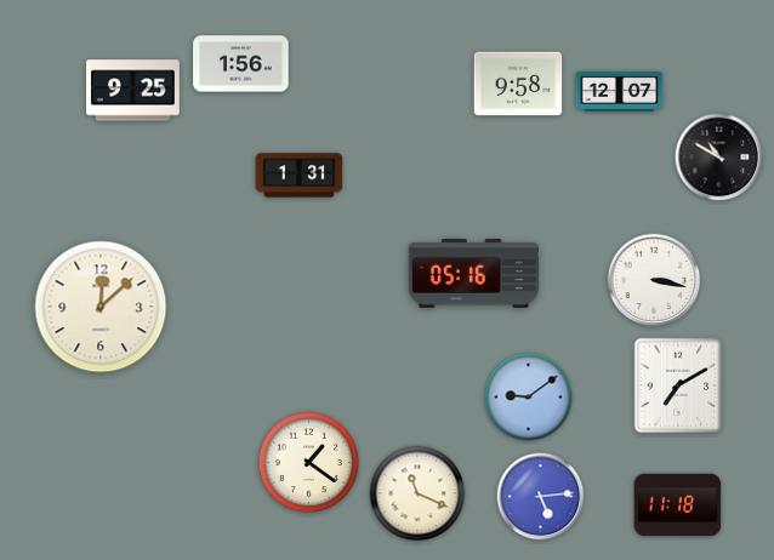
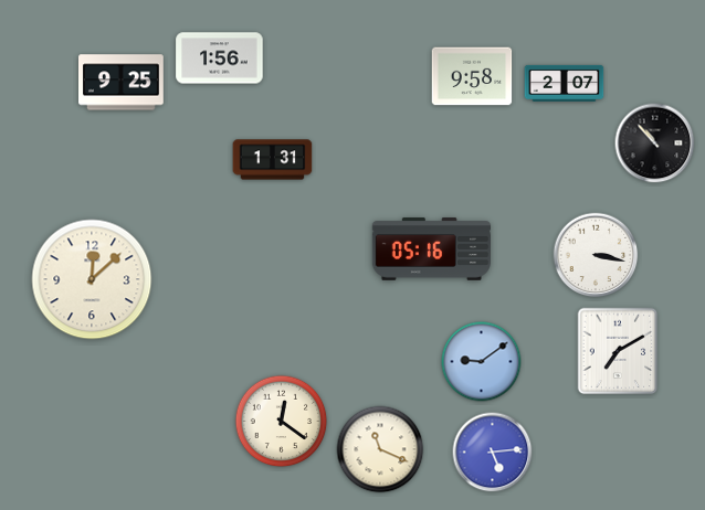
clock at (620, 91): 12:07 -> 2:07
clock at (719, 158): 10:50 -> 10:53
clock at (309, 463): 1:21 -> 12:21
clock at (678, 505): 11:18 -> none
